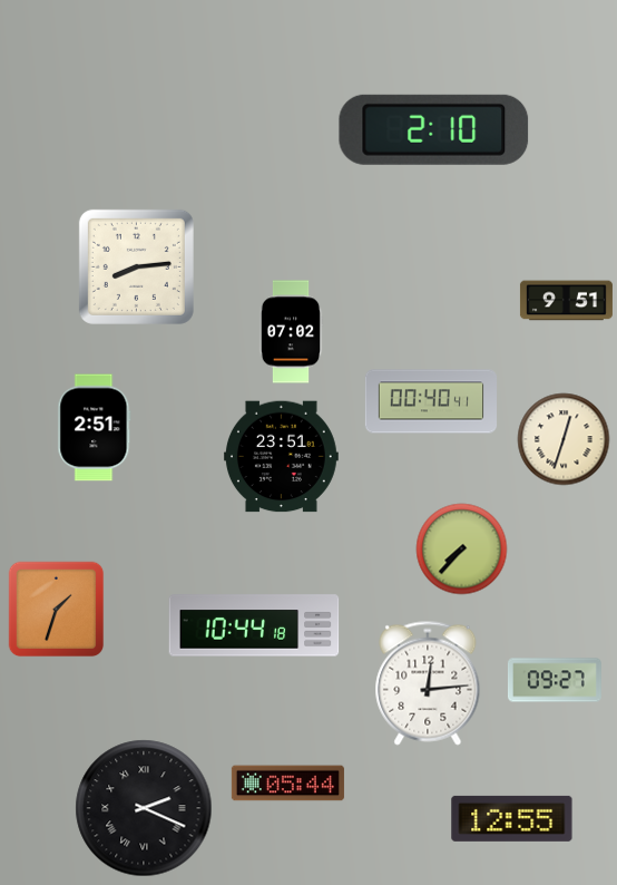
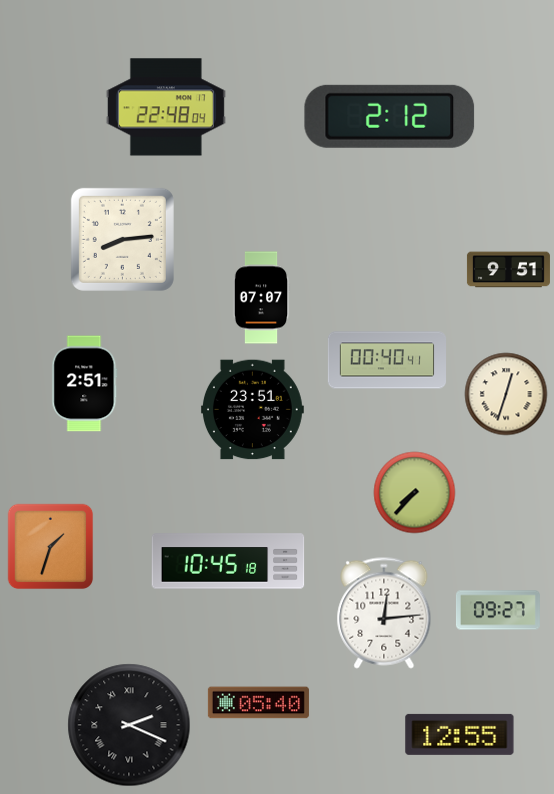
clock at (166, 107): none -> 22:48
clock at (434, 129): 2:10 -> 2:12
clock at (291, 332): 07:02 -> 07:07
clock at (254, 625): 10:44 -> 10:45
clock at (287, 784): 05:44 -> 05:40
